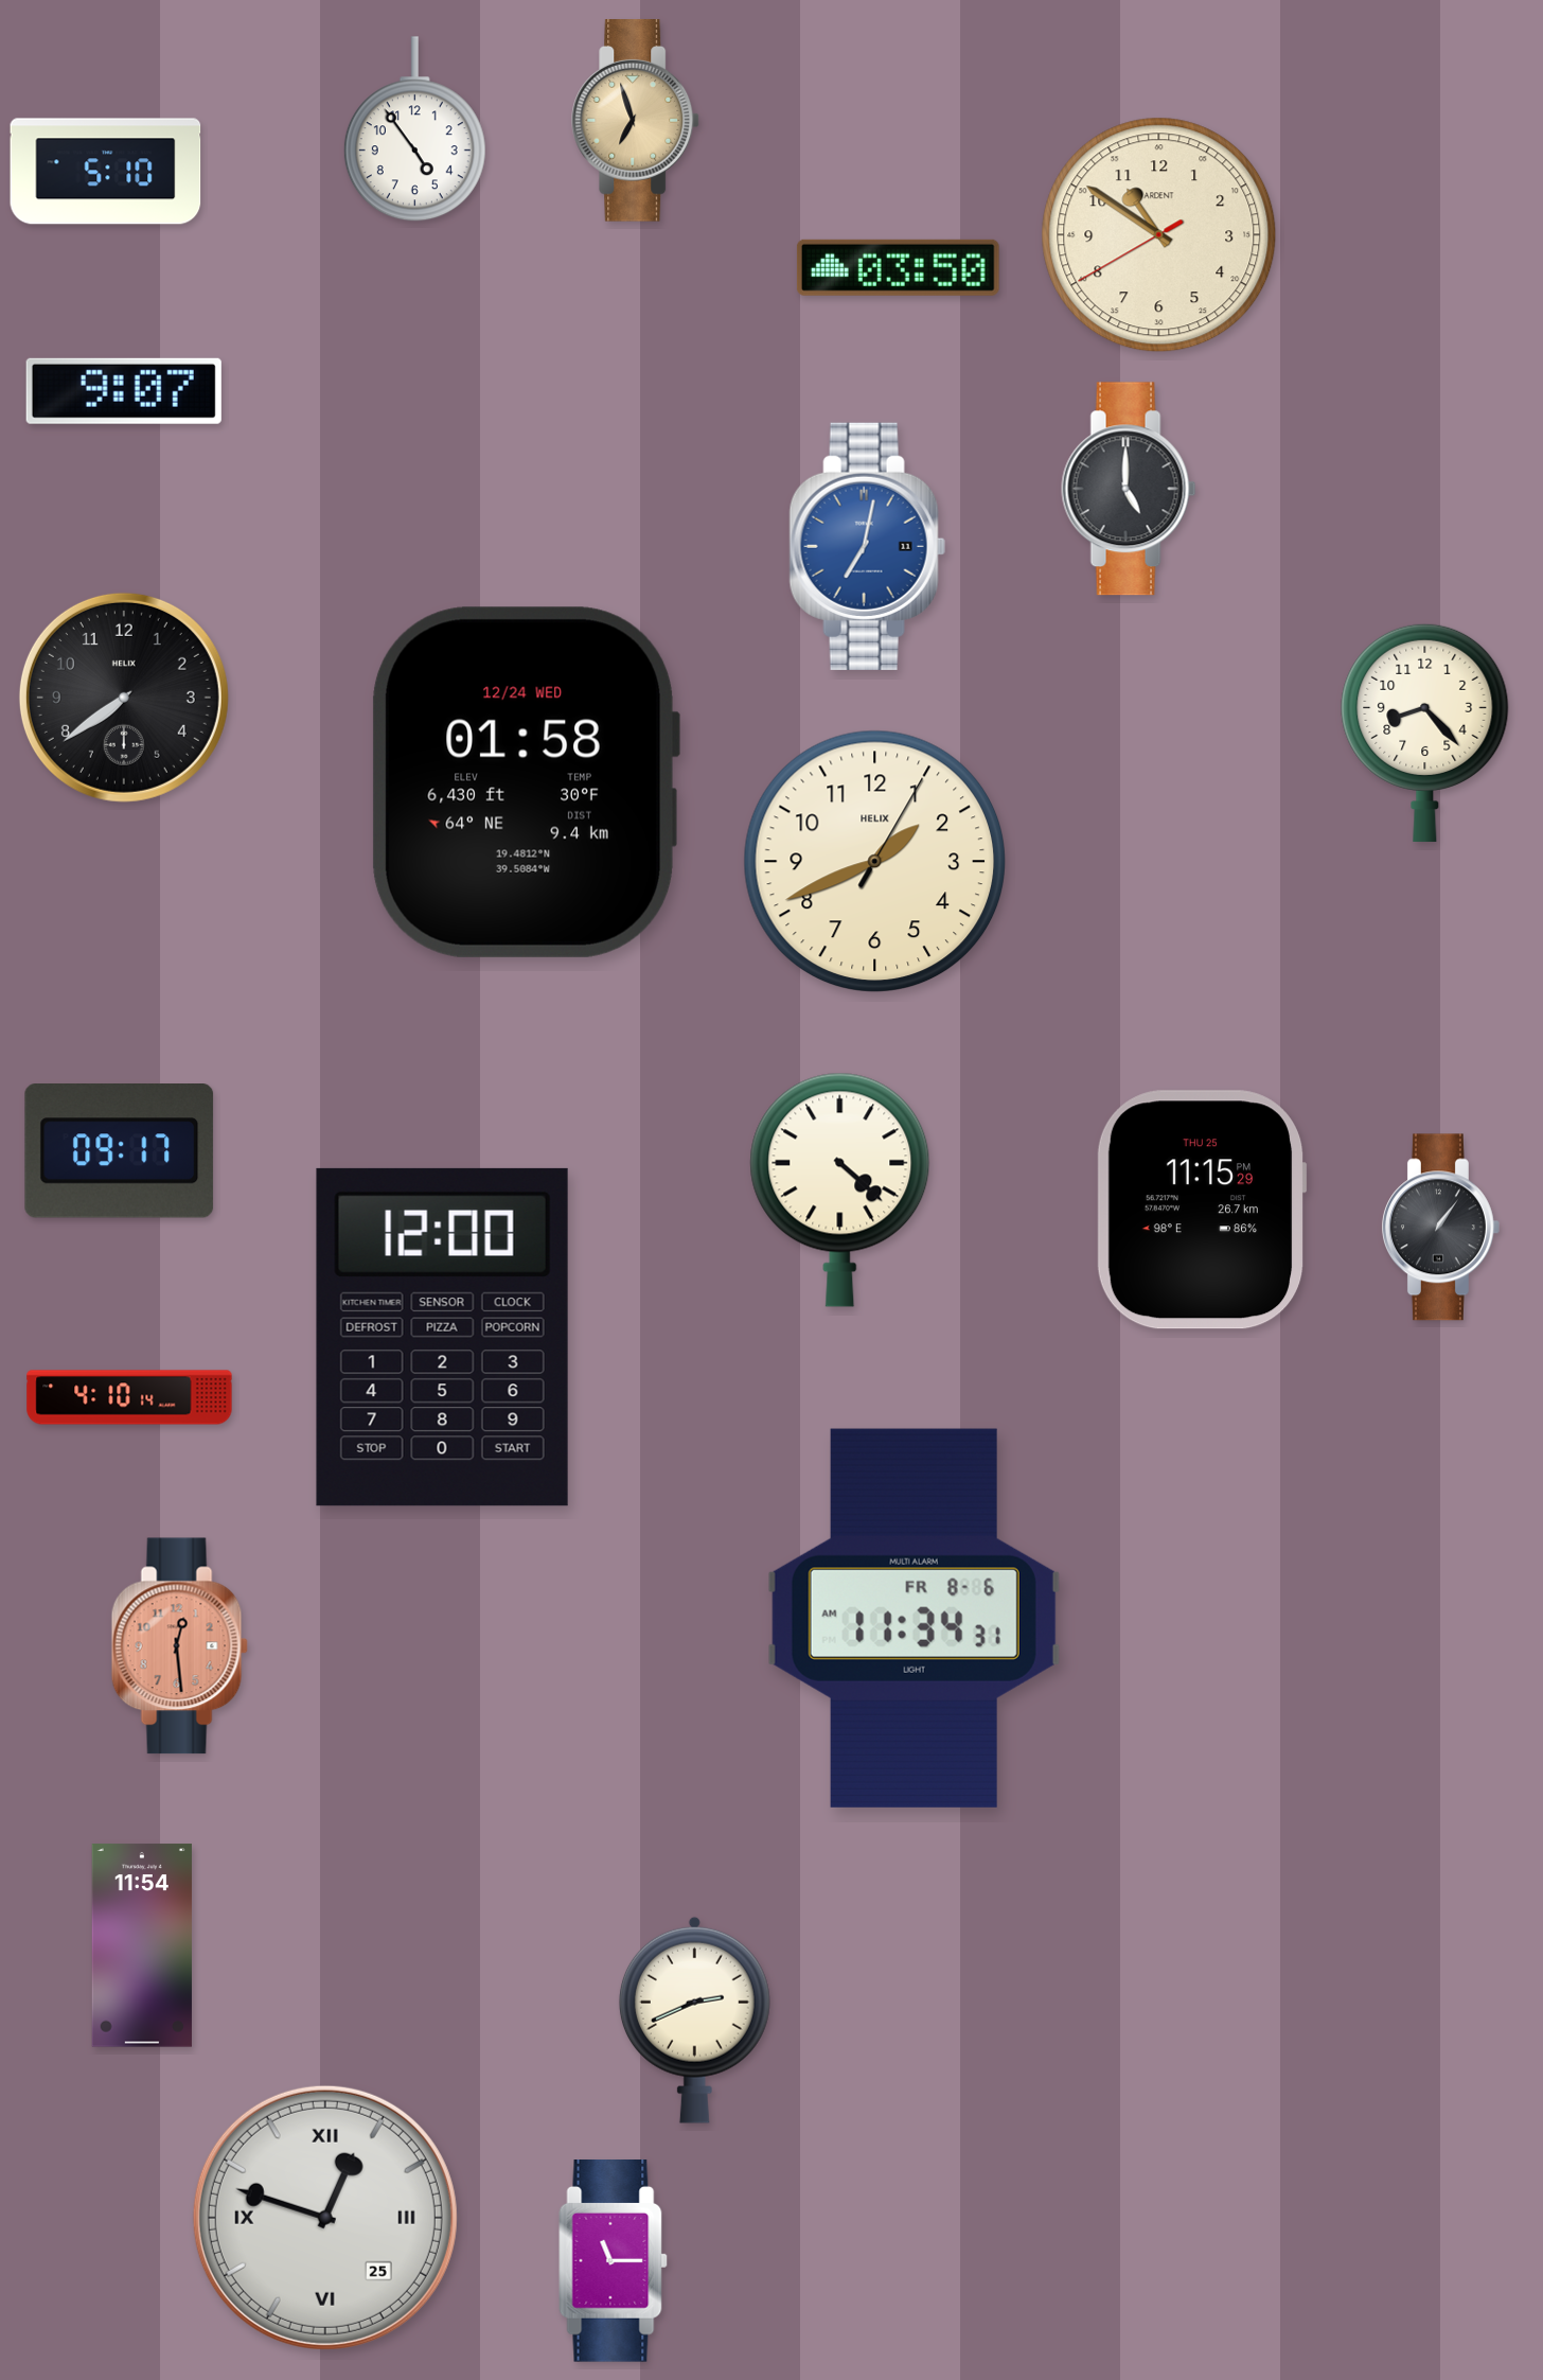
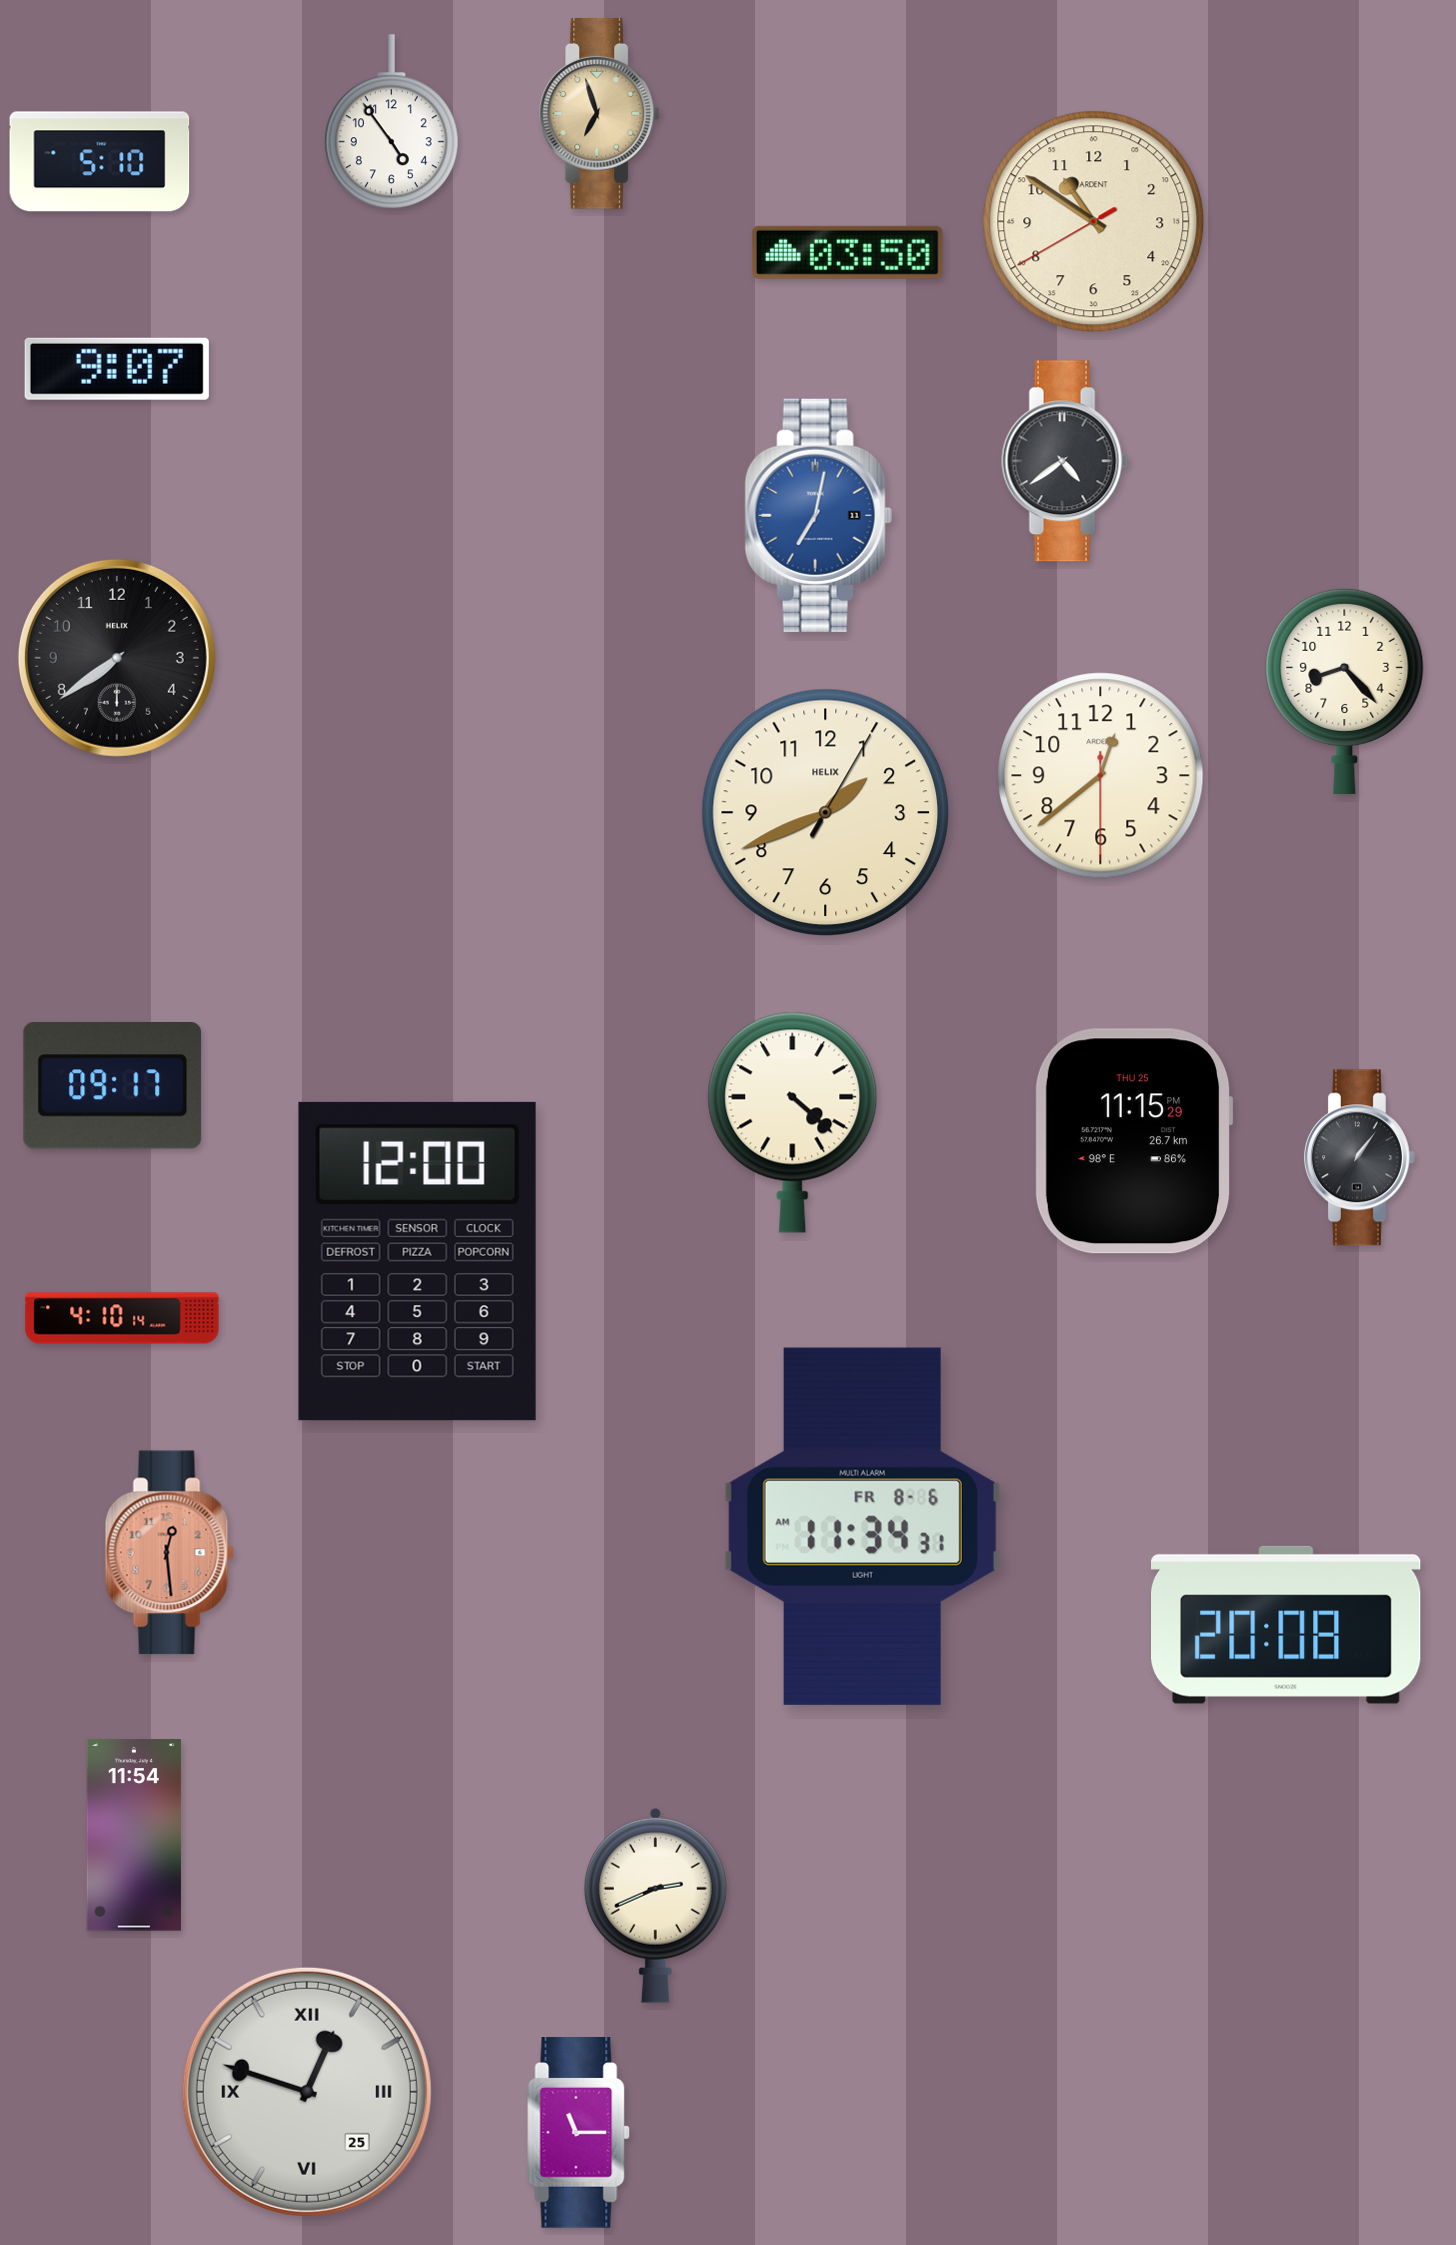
clock at (1129, 489): 5:00 -> 4:39
clock at (525, 782): 01:58 -> none
clock at (1101, 776): none -> 12:38
clock at (1287, 1625): none -> 20:08
